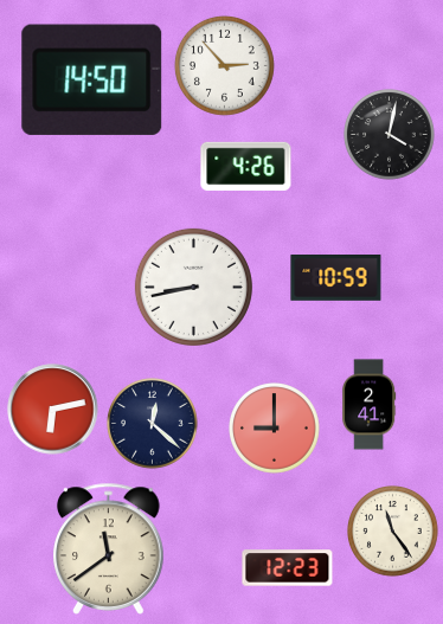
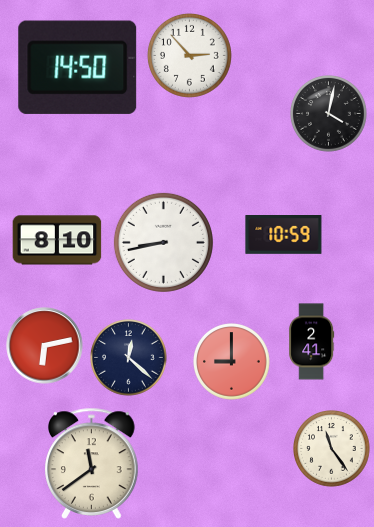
clock at (246, 166): 4:26 -> none
clock at (57, 240): none -> 8:10
clock at (288, 568): 12:23 -> none
